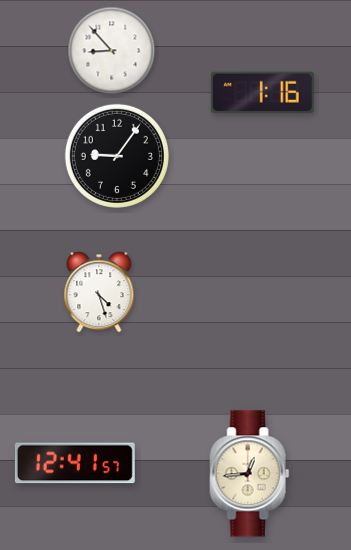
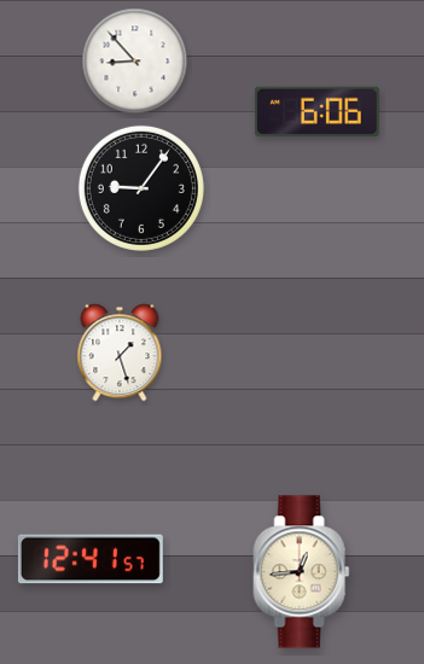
clock at (263, 92): 1:16 -> 6:06
clock at (99, 292): 4:27 -> 1:27
